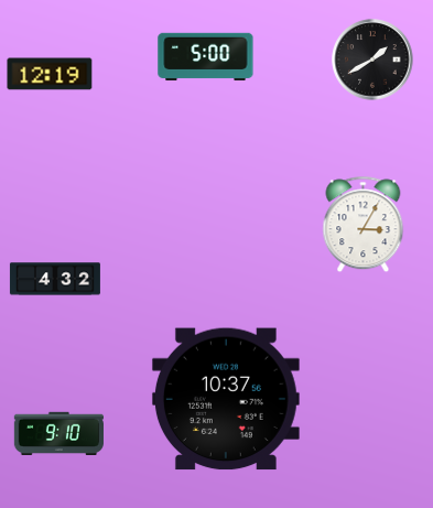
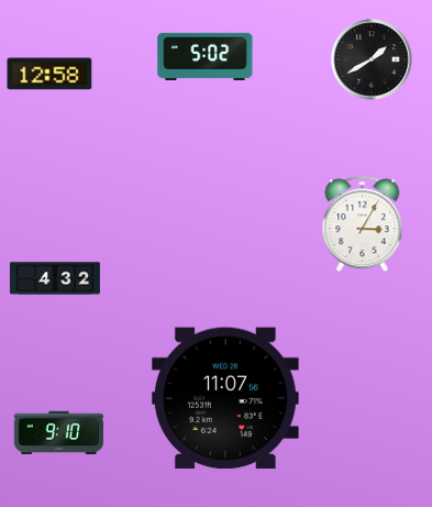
clock at (206, 56): 5:00 -> 5:02
clock at (50, 74): 12:19 -> 12:58
clock at (226, 399): 10:37 -> 11:07
